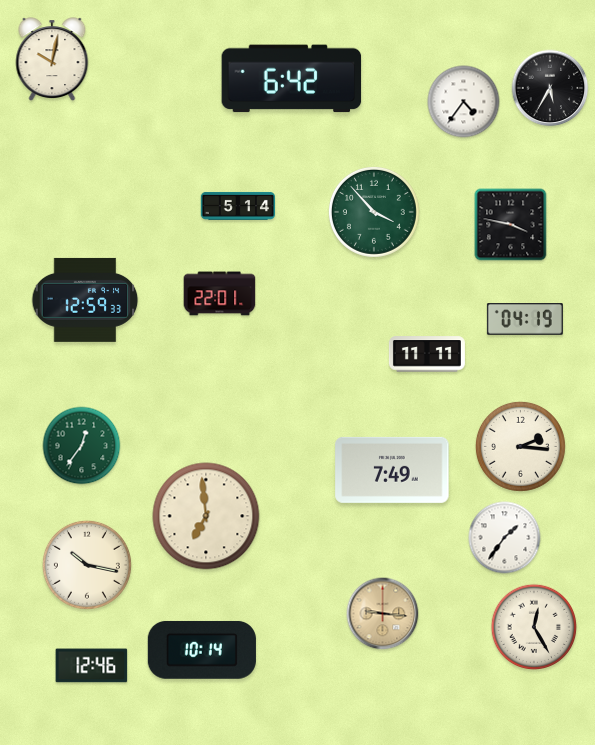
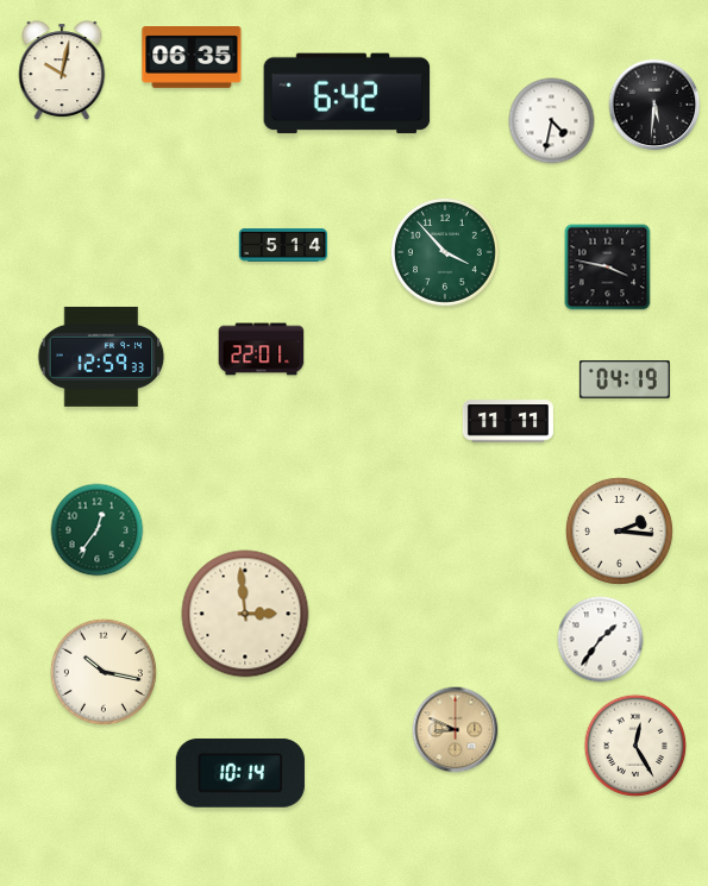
clock at (192, 58): none -> 06:35
clock at (550, 88): 5:35 -> 5:31
clock at (464, 102): 4:36 -> 4:32
clock at (392, 470): 7:49 -> none
clock at (206, 516): 6:59 -> 2:59
clock at (383, 614): 9:16 -> 8:49
clock at (92, 666): 12:46 -> none
